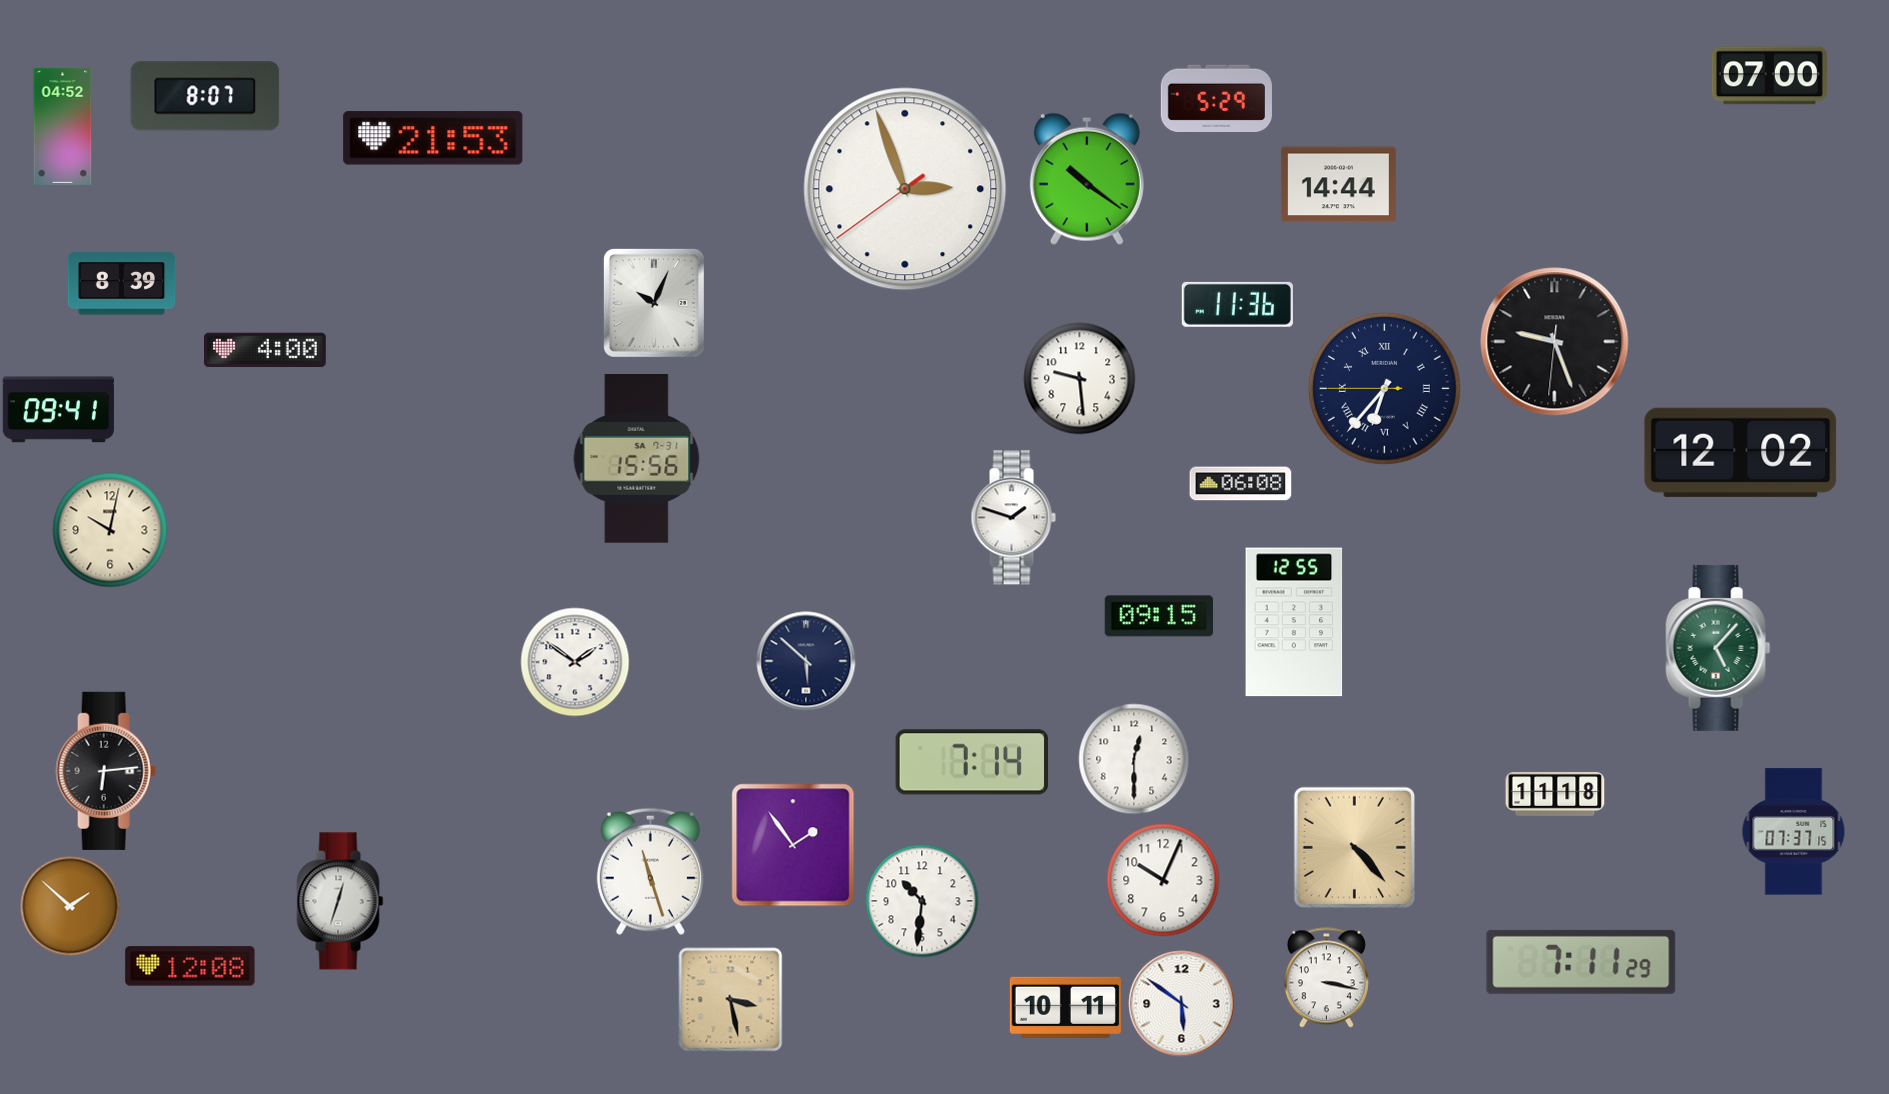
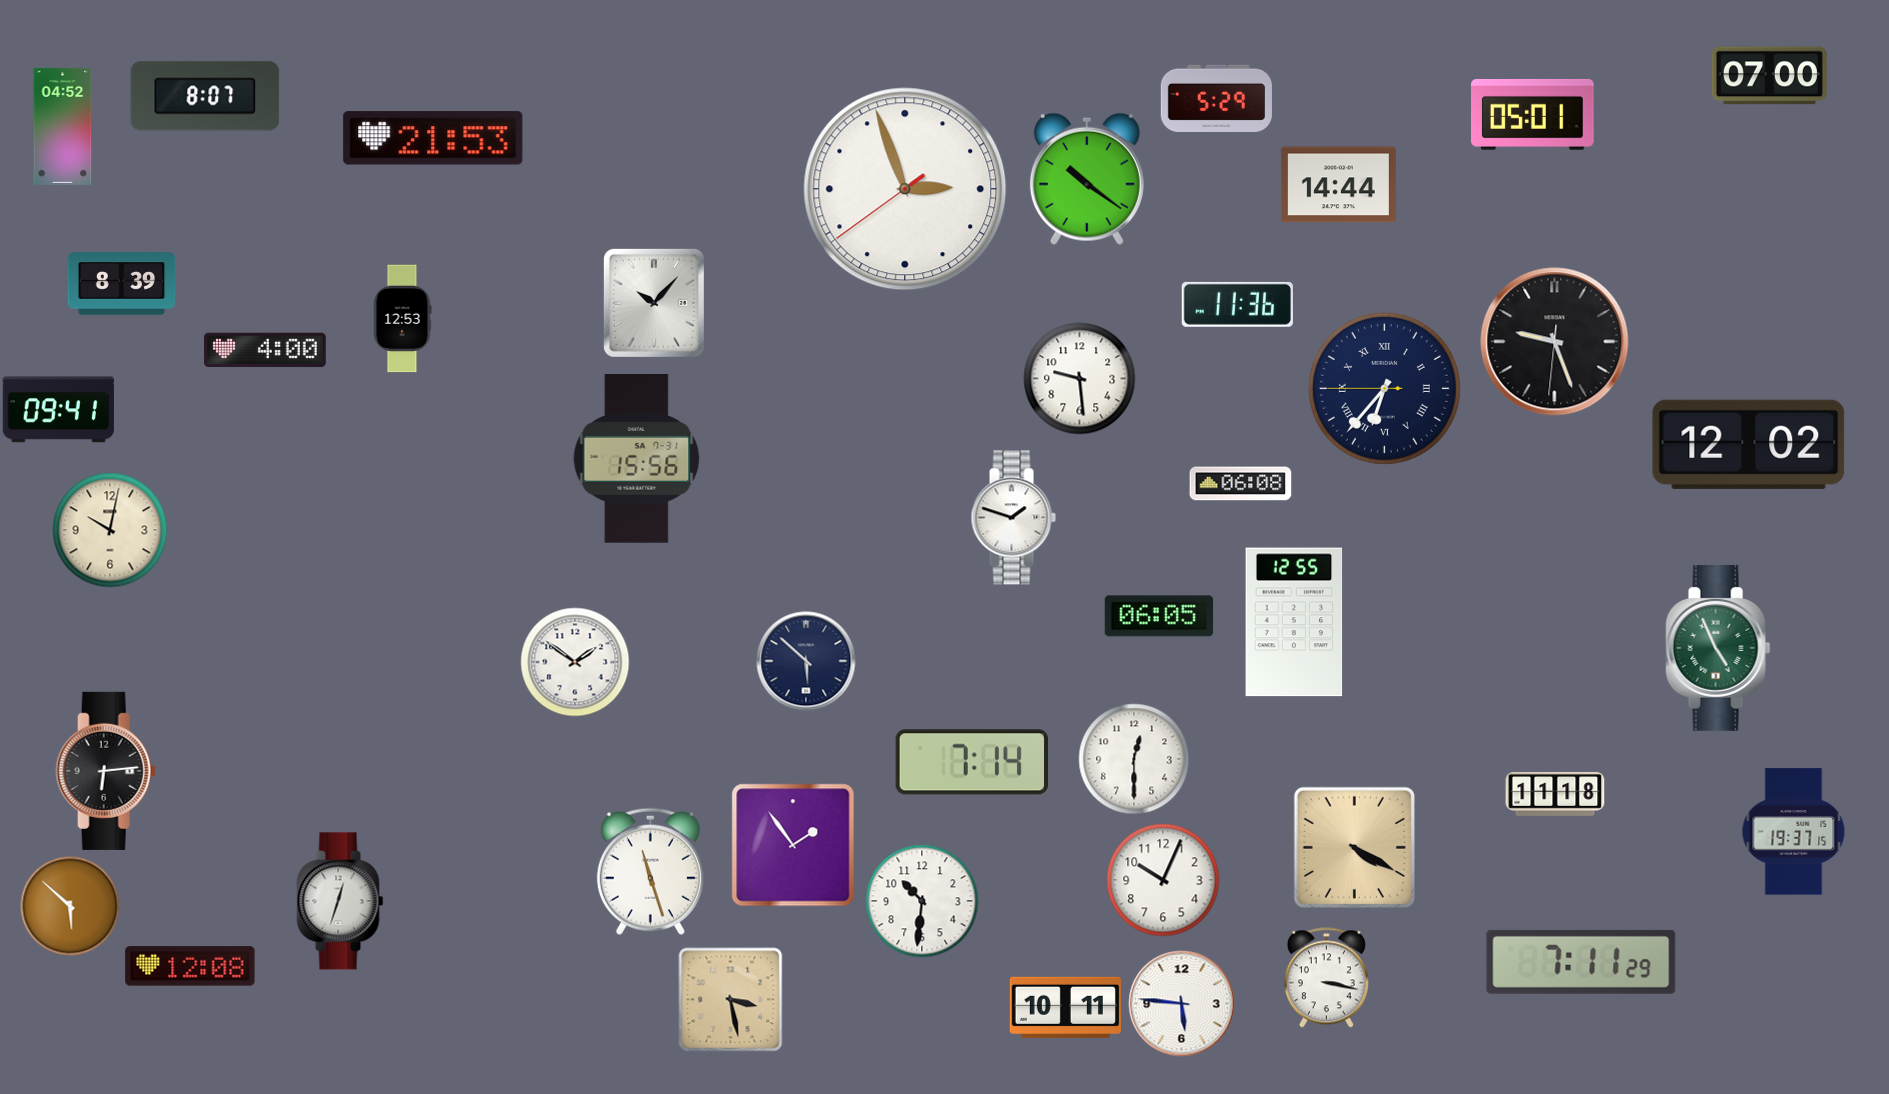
clock at (1533, 114): none -> 05:01
clock at (654, 303): 10:04 -> 10:07
clock at (402, 319): none -> 12:53
clock at (1741, 452) position: (1741, 452) -> (1749, 444)
clock at (1159, 616): 09:15 -> 06:05
clock at (1718, 648): 5:07 -> 4:56
clock at (1794, 832): 07:37 -> 19:37
clock at (1354, 847): 4:23 -> 4:20
clock at (70, 906): 1:52 -> 5:52
clock at (1182, 1004): 5:51 -> 5:46
